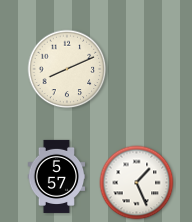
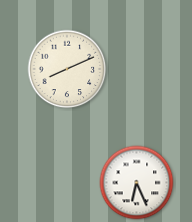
clock at (57, 176): 5:57 -> none
clock at (137, 183): 1:26 -> 6:26
